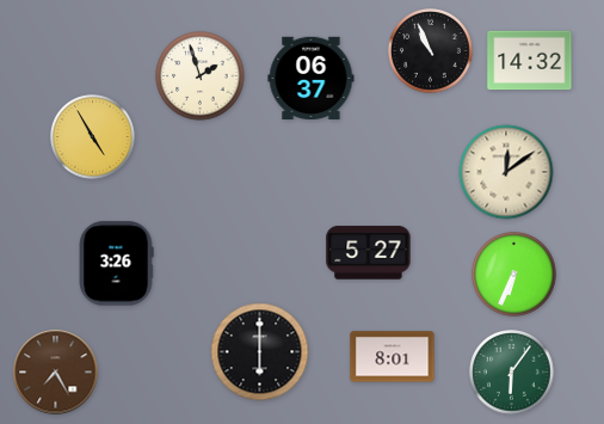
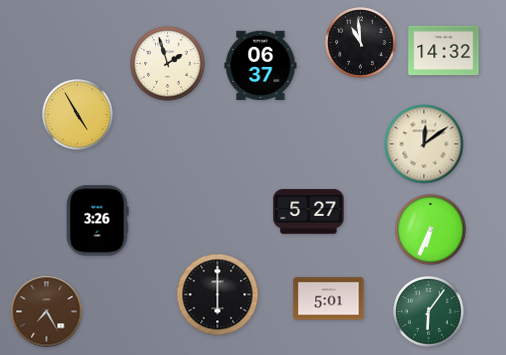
clock at (431, 51): 10:56 -> 10:59
clock at (393, 357): 8:01 -> 5:01
